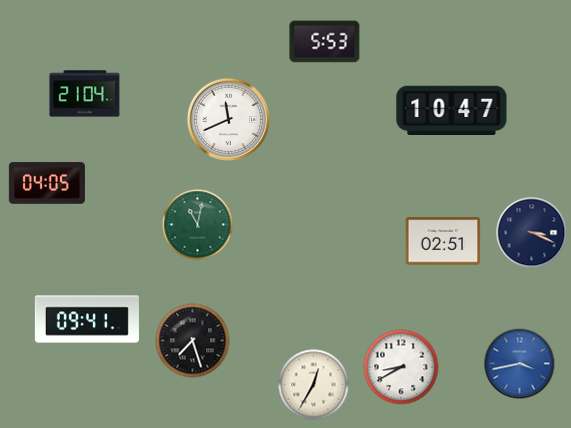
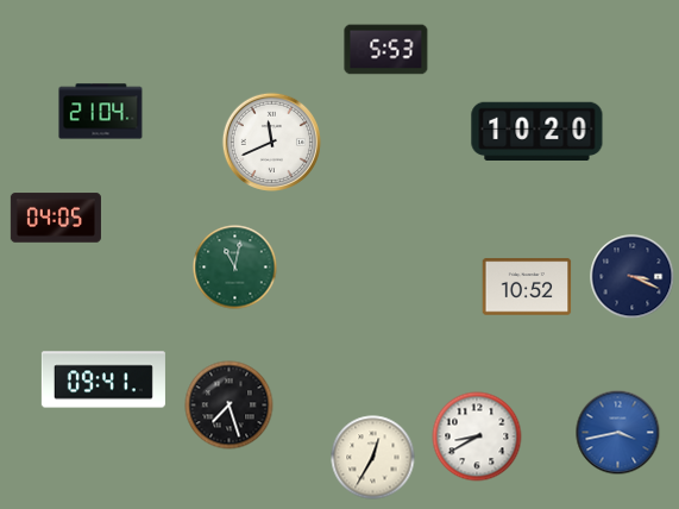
clock at (452, 110): 10:47 -> 10:20
clock at (443, 241): 02:51 -> 10:52
